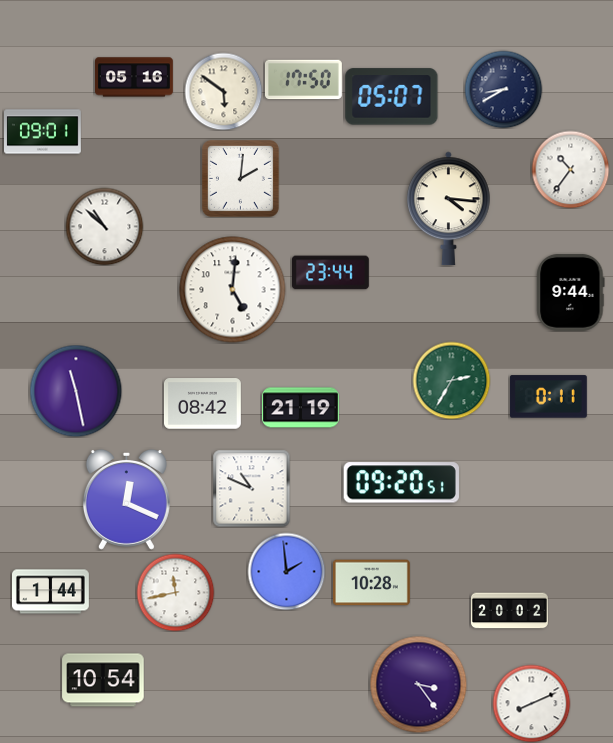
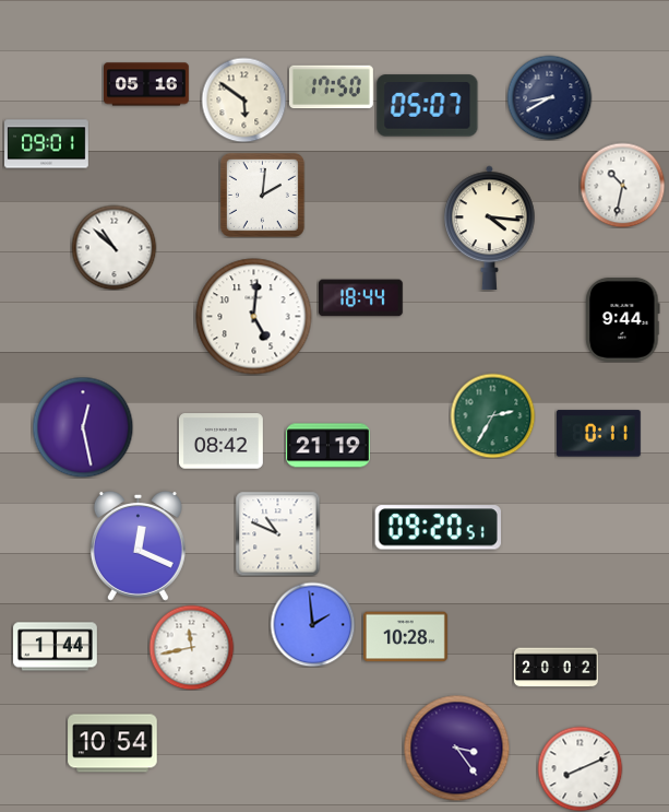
clock at (570, 169): 10:36 -> 10:32
clock at (330, 273): 23:44 -> 18:44
clock at (76, 391): 11:28 -> 12:28
clock at (251, 488) position: (251, 488) -> (277, 533)
